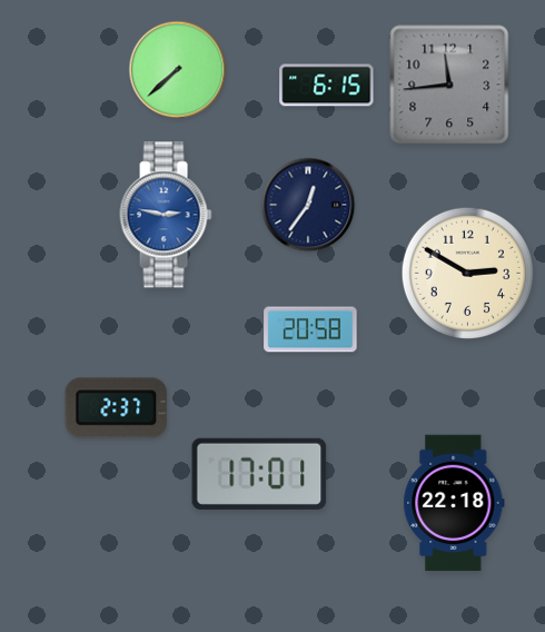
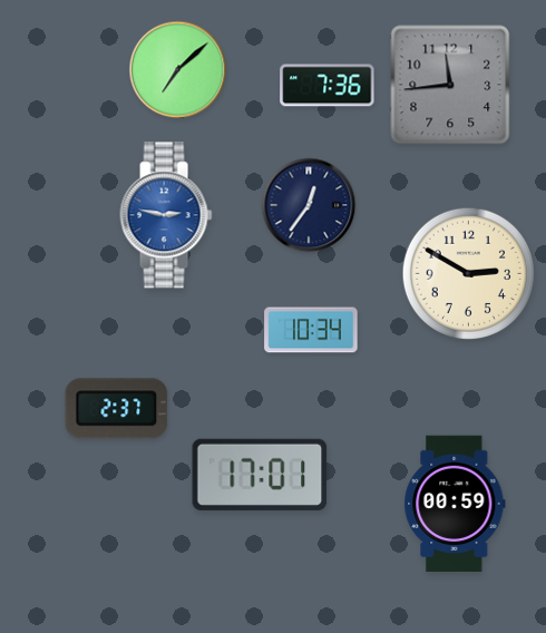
clock at (178, 70): 7:38 -> 7:08
clock at (327, 86): 6:15 -> 7:36
clock at (310, 329): 20:58 -> 10:34
clock at (454, 503): 22:18 -> 00:59
